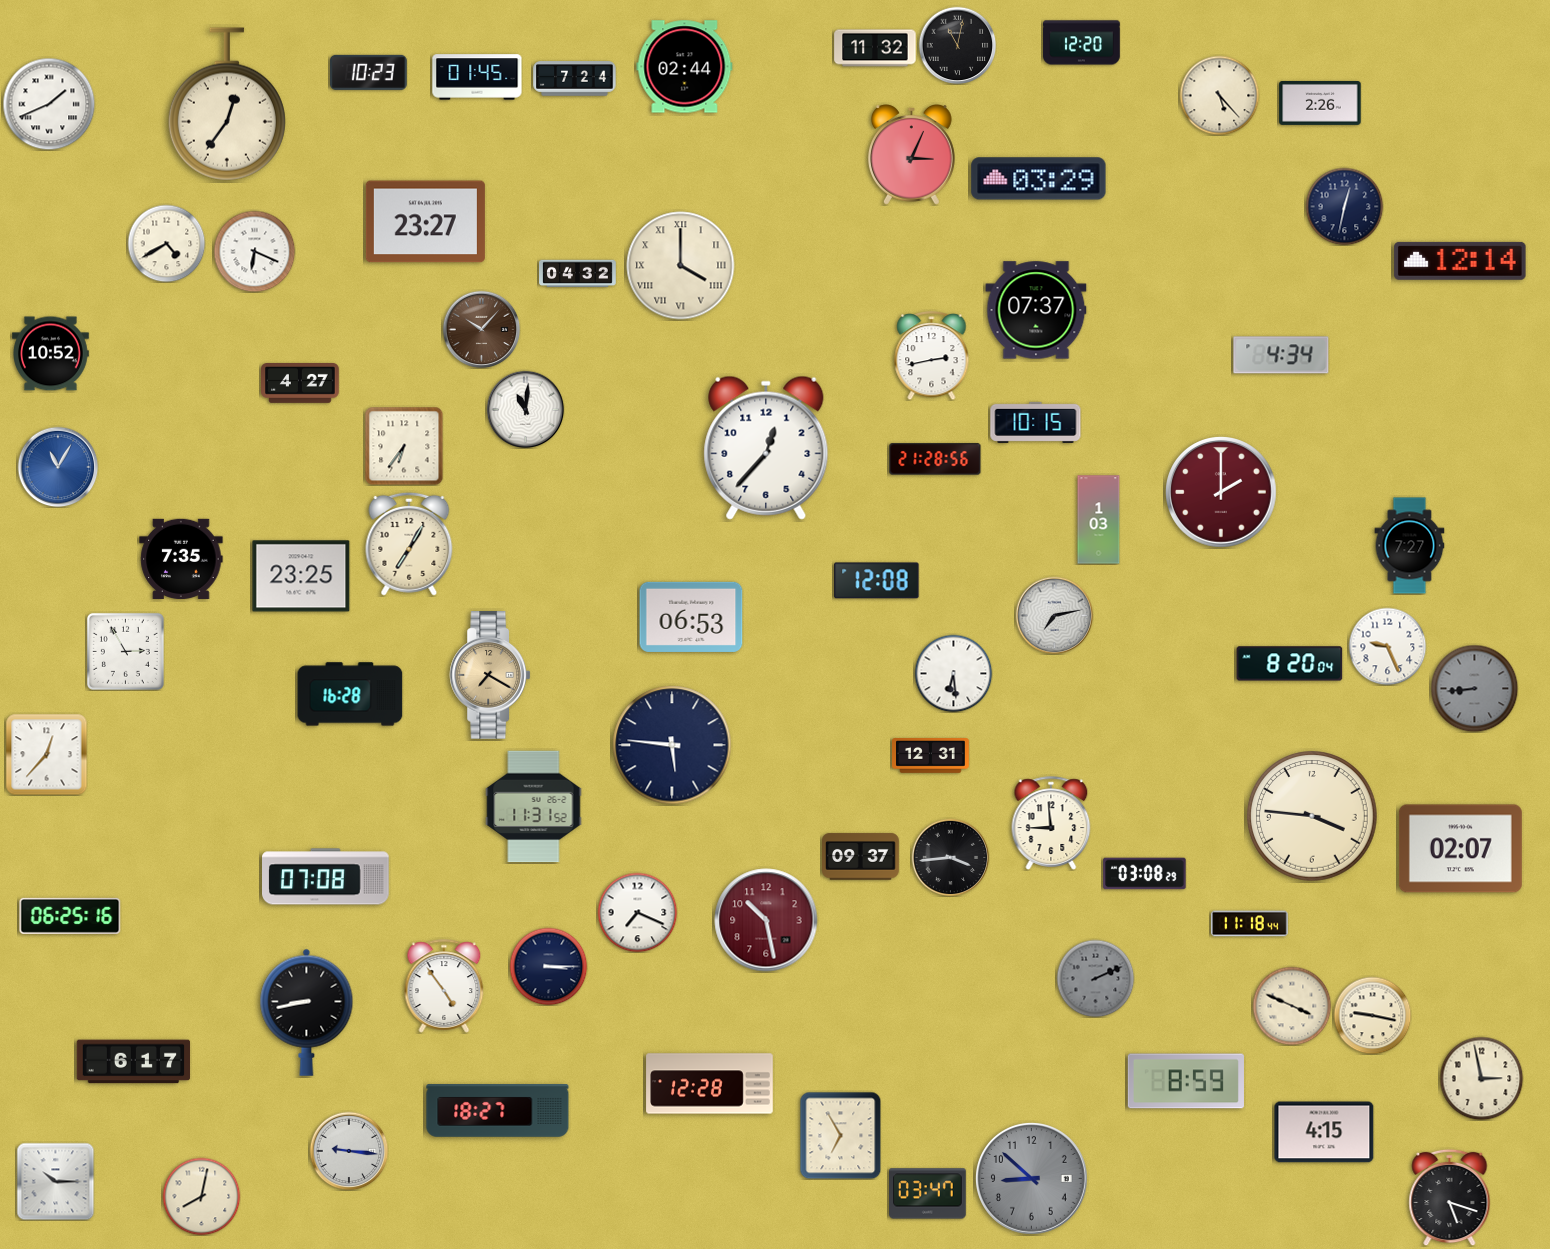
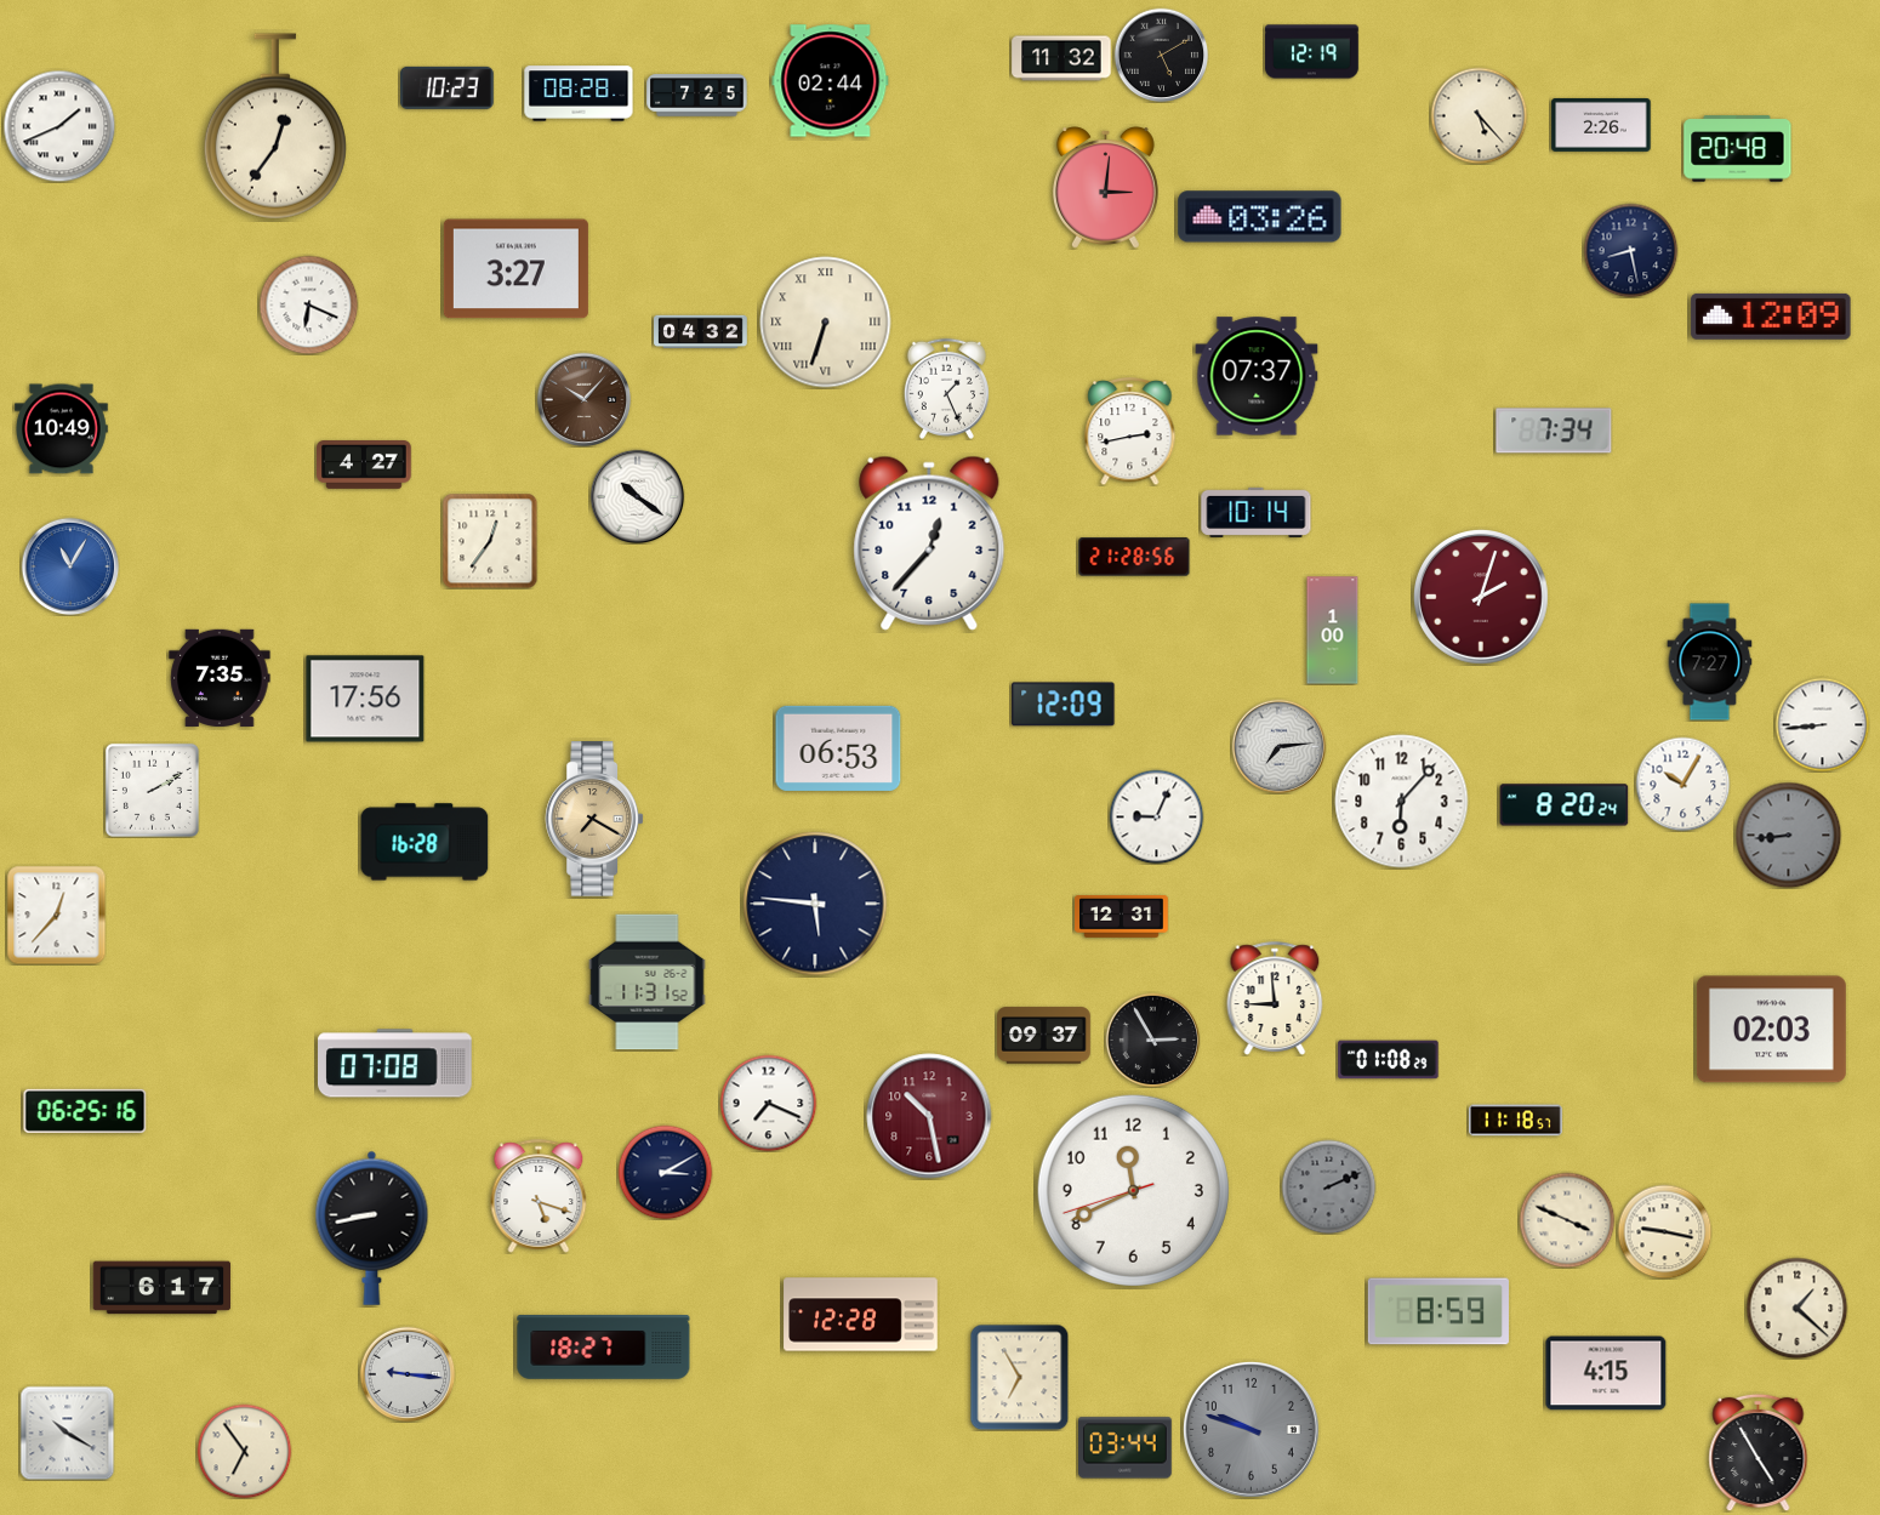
clock at (1082, 43): 12:20 -> 12:19
clock at (957, 45): 11:02 -> 5:10
clock at (477, 77): 01:45 -> 08:28
clock at (575, 79): 7:24 -> 7:25
clock at (1738, 149): none -> 20:48
clock at (911, 155): 3:04 -> 3:01
clock at (1039, 179): 03:29 -> 03:26
clock at (1344, 206): 12:32 -> 8:28
clock at (425, 222): 23:27 -> 3:27
clock at (166, 243): 4:40 -> none
clock at (1460, 261): 12:14 -> 12:09
clock at (681, 266): 4:00 -> 6:33
clock at (946, 388): none -> 1:26
clock at (51, 354): 10:52 -> 10:49
clock at (1281, 355): 4:34 -> 7:34
clock at (525, 409): 11:01 -> 10:21
clock at (1036, 422): 10:15 -> 10:14
clock at (404, 446): 6:36 -> 12:36
clock at (1222, 493): 2:00 -> 2:03
clock at (1099, 520): 1:03 -> 1:00
clock at (409, 544): 7:05 -> none
clock at (301, 576): 23:25 -> 17:56
clock at (877, 581): 12:08 -> 12:09
clock at (1822, 724): none -> 8:44
clock at (1054, 615): 7:13 -> 7:14
clock at (1387, 646): 9:26 -> 10:05
clock at (125, 651): 2:55 -> 2:10
clock at (1402, 802): none -> 6:07
clock at (1290, 664): 8:20:04 -> 8:20:24
clock at (953, 673): 6:29 -> 9:04
clock at (931, 756) position: (931, 756) -> (1122, 917)
clock at (534, 807) position: (534, 807) -> (648, 983)
clock at (1312, 816): 3:46 -> none
clock at (1460, 849): 02:07 -> 02:03
clock at (861, 857) position: (861, 857) -> (1044, 1036)
clock at (950, 857): 3:44 -> 2:55
clock at (1145, 874): 03:08 -> 01:08
clock at (637, 912) position: (637, 912) -> (768, 1103)
clock at (1250, 924): 11:18:44 -> 11:18:57
clock at (548, 966): 3:15 -> 3:10
clock at (1133, 1190): none -> 11:40
clock at (444, 986): 4:54 -> 5:18
clock at (1481, 1078): 2:58 -> 1:22
clock at (349, 1151) position: (349, 1151) -> (408, 1374)
clock at (1031, 1178): 8:52 -> 9:48
clock at (55, 1181): 10:15 -> 10:20
clock at (928, 1194): 03:47 -> 03:44
clock at (201, 1196): 8:02 -> 6:54
clock at (1450, 1197): 5:18 -> 4:55
